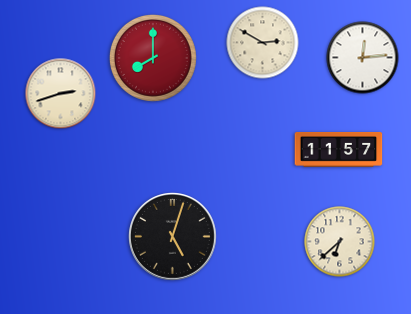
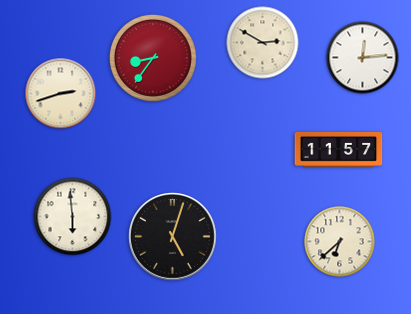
clock at (153, 58): 8:00 -> 8:36
clock at (73, 217): none -> 5:59
